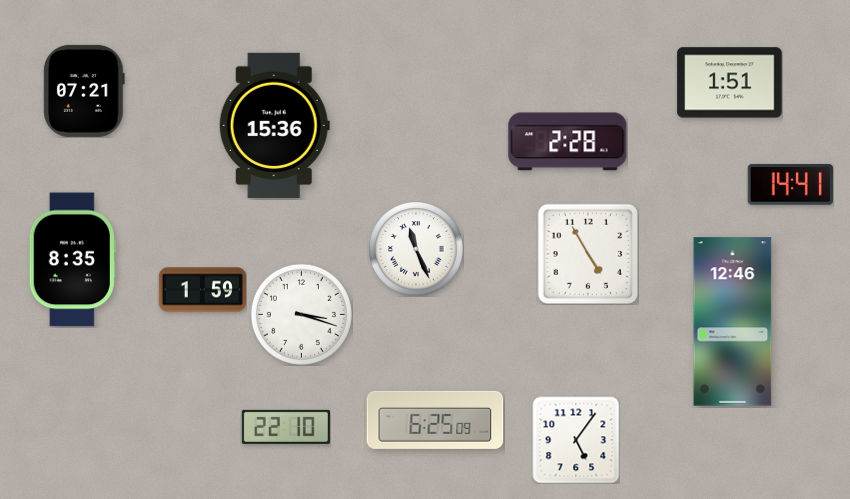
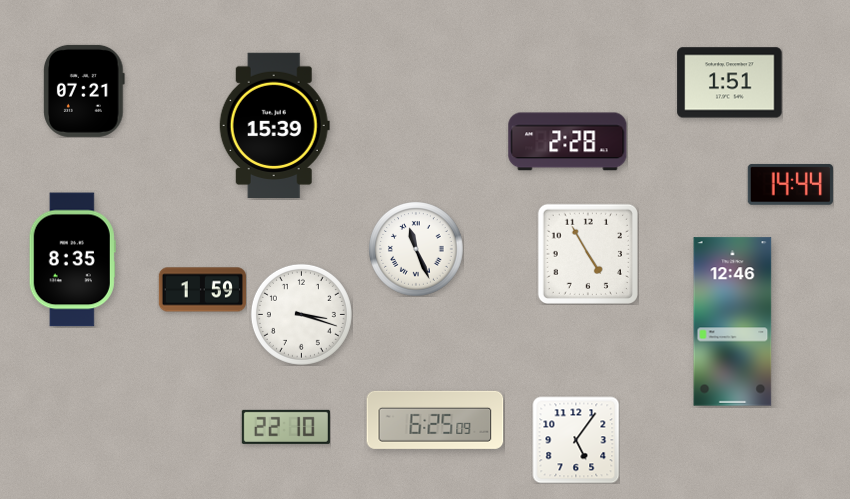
clock at (274, 125): 15:36 -> 15:39
clock at (790, 185): 14:41 -> 14:44
